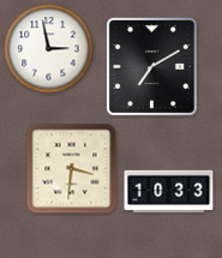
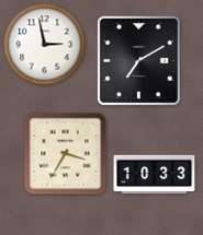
clock at (72, 169): 3:31 -> 3:35
